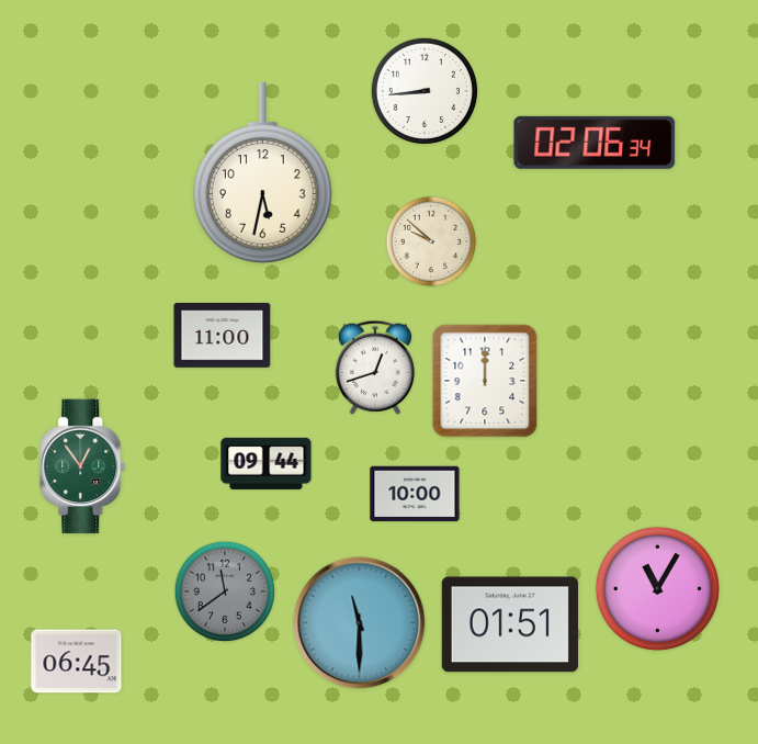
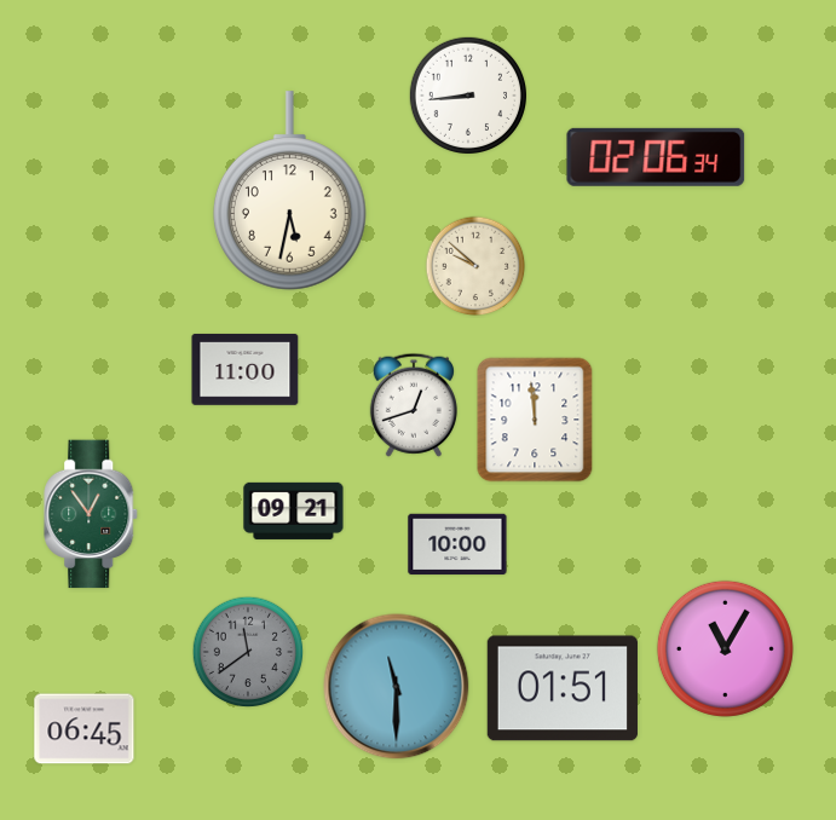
clock at (423, 90) position: (423, 90) -> (467, 94)
clock at (485, 381): 12:00 -> 11:59
clock at (267, 463): 09:44 -> 09:21
